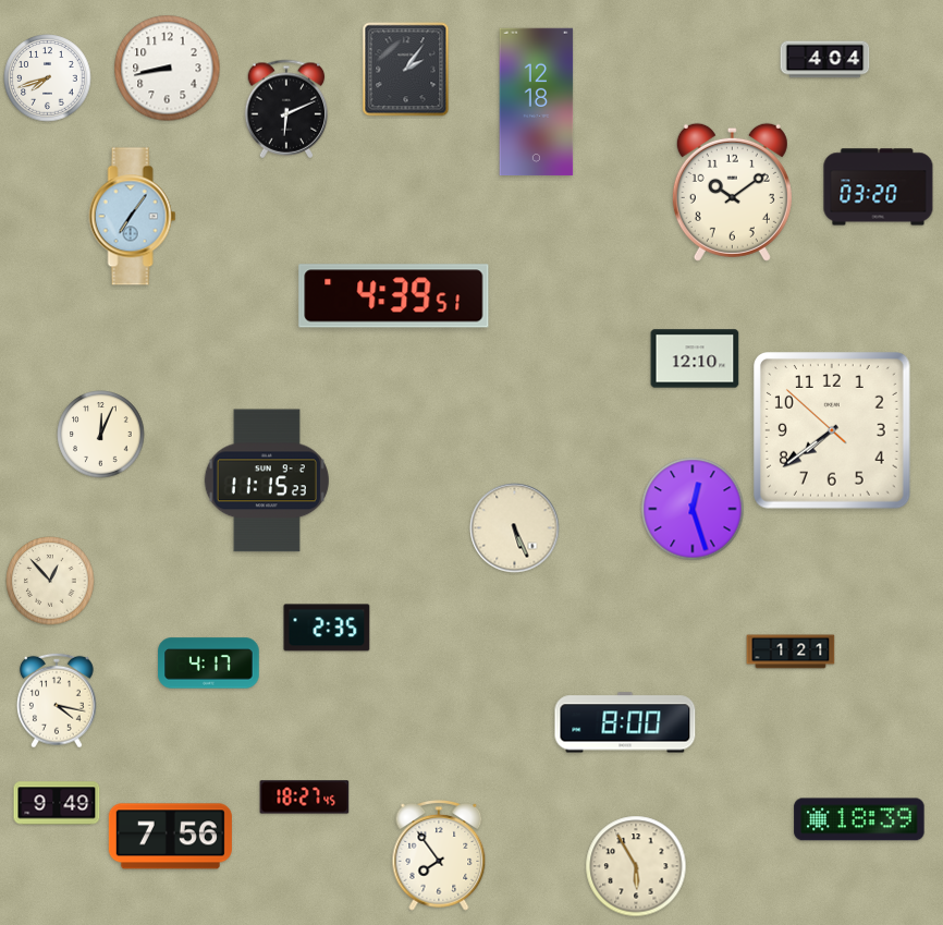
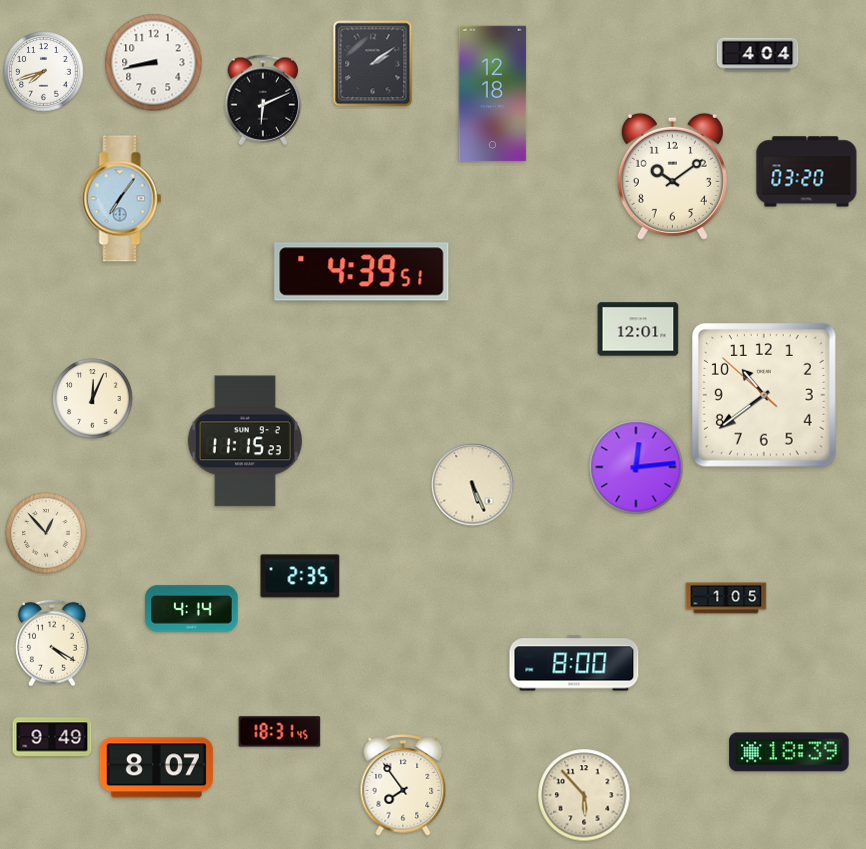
clock at (406, 70): 2:06 -> 2:09
clock at (695, 358): 12:10 -> 12:01
clock at (833, 431): 7:38 -> 10:38
clock at (693, 509): 12:27 -> 12:14
clock at (791, 652): 1:21 -> 1:05
clock at (209, 664): 4:17 -> 4:14
clock at (57, 701): 4:17 -> 4:20
clock at (305, 798): 18:27 -> 18:31
clock at (170, 837): 7:56 -> 8:07
clock at (636, 866): 5:55 -> 5:53
